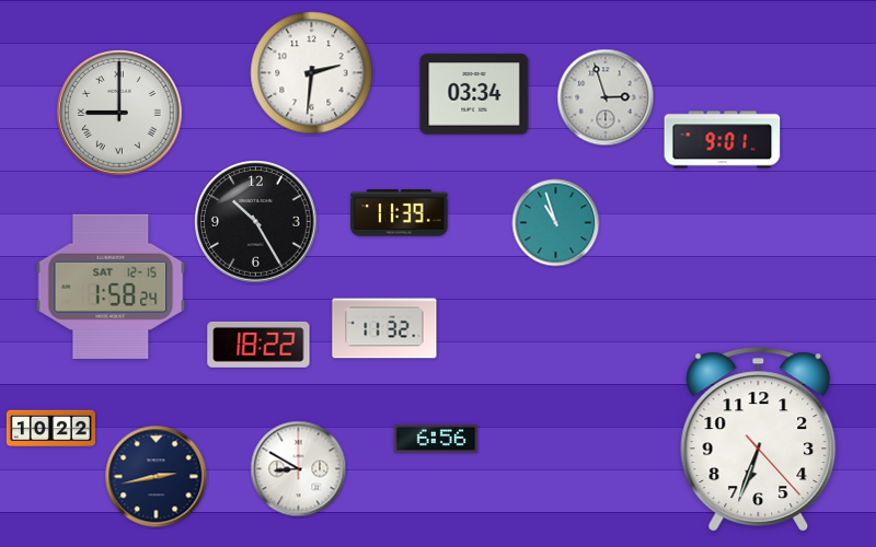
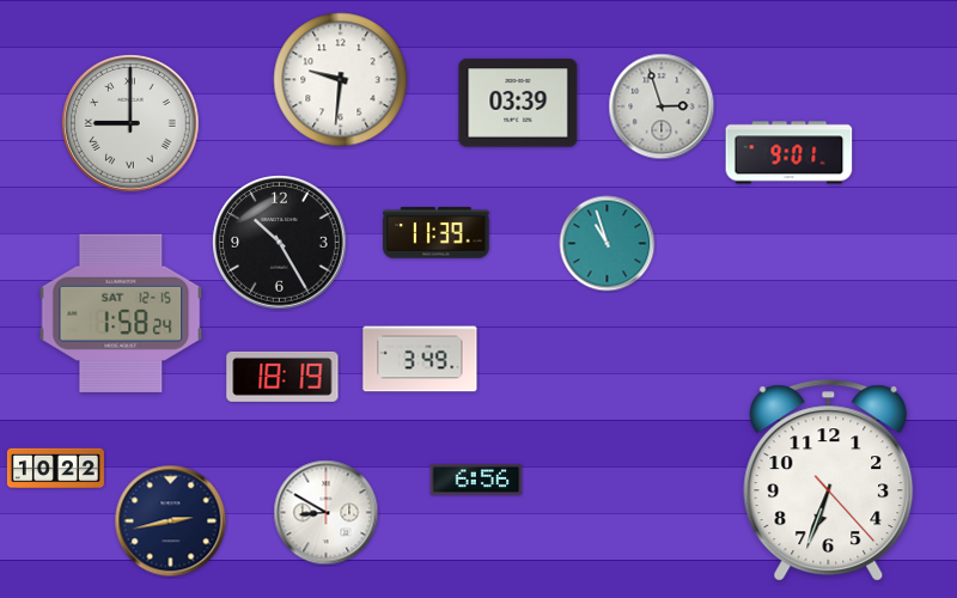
clock at (312, 73): 2:31 -> 9:31
clock at (474, 94): 03:34 -> 03:39
clock at (384, 328): 11:32 -> 3:49
clock at (258, 345): 18:22 -> 18:19
